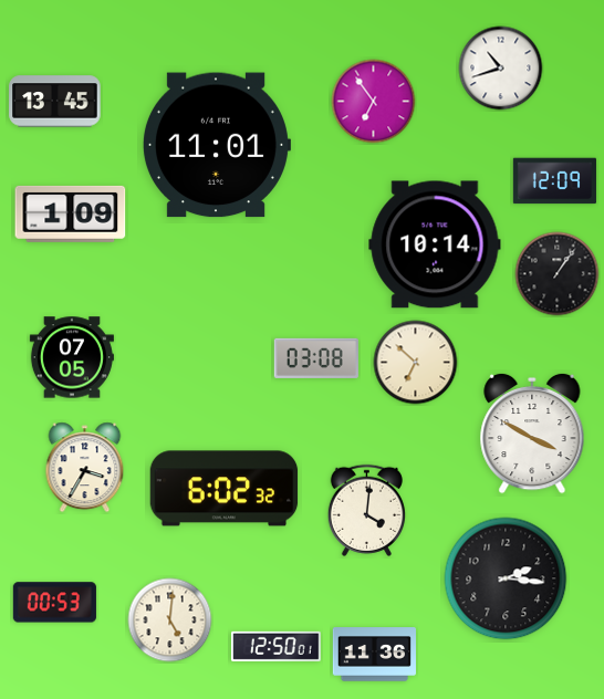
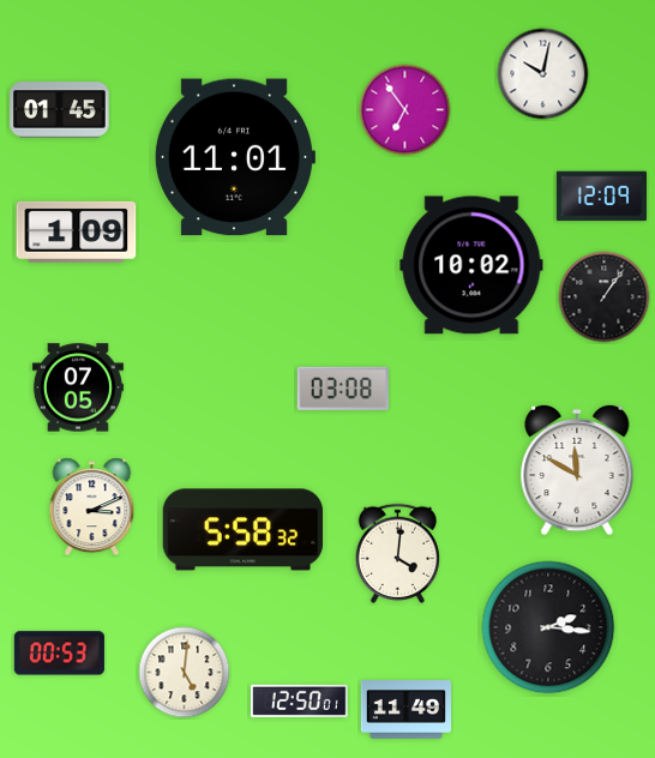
clock at (501, 69): 10:42 -> 10:02
clock at (55, 102): 13:45 -> 01:45
clock at (435, 244): 10:14 -> 10:02
clock at (416, 363): 6:52 -> none
clock at (532, 434): 3:50 -> 11:50
clock at (85, 468): 3:35 -> 3:11
clock at (225, 489): 6:02 -> 5:58
clock at (374, 655): 11:36 -> 11:49
